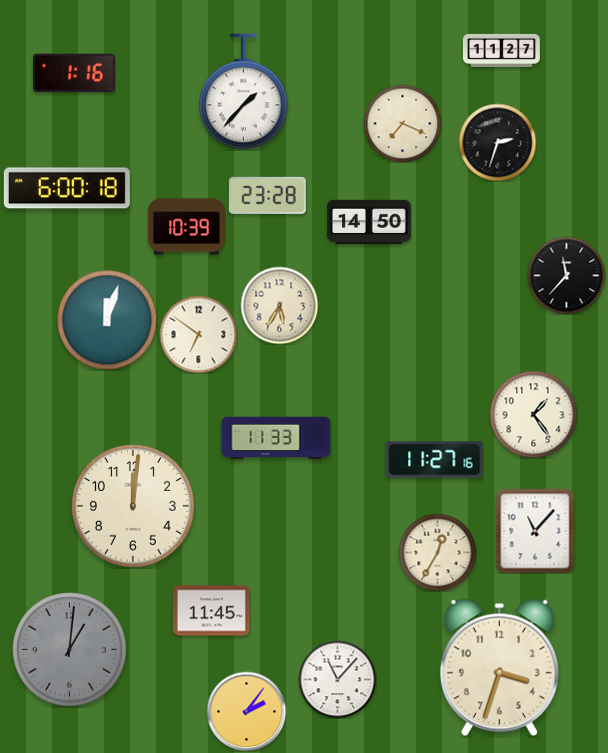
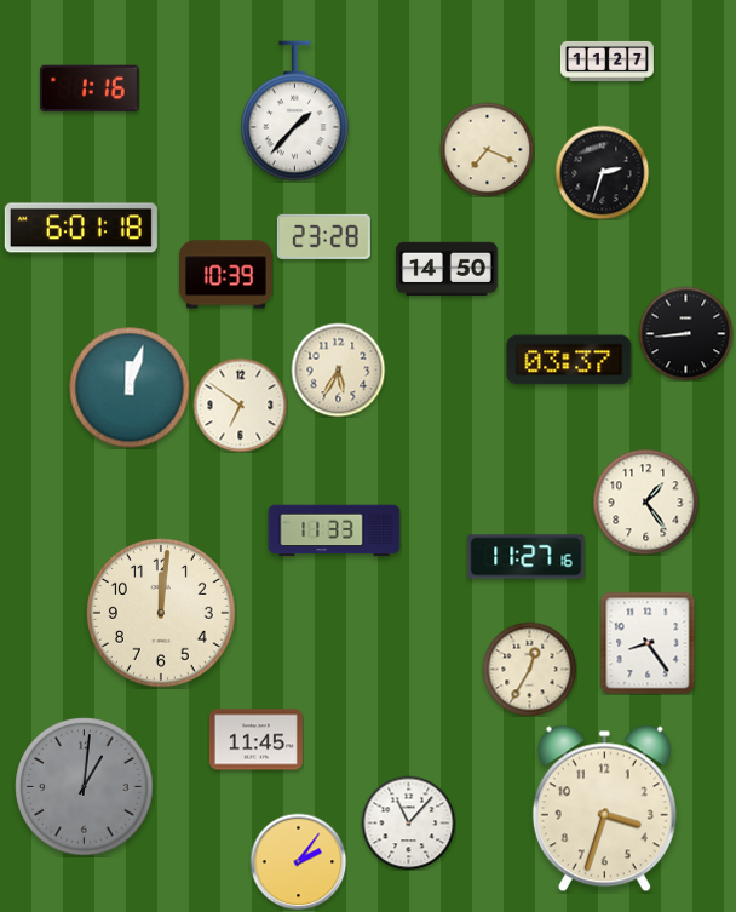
clock at (67, 188): 6:00 -> 6:01
clock at (566, 275): 11:37 -> 8:44
clock at (569, 360): none -> 03:37
clock at (535, 531): 11:07 -> 8:24
